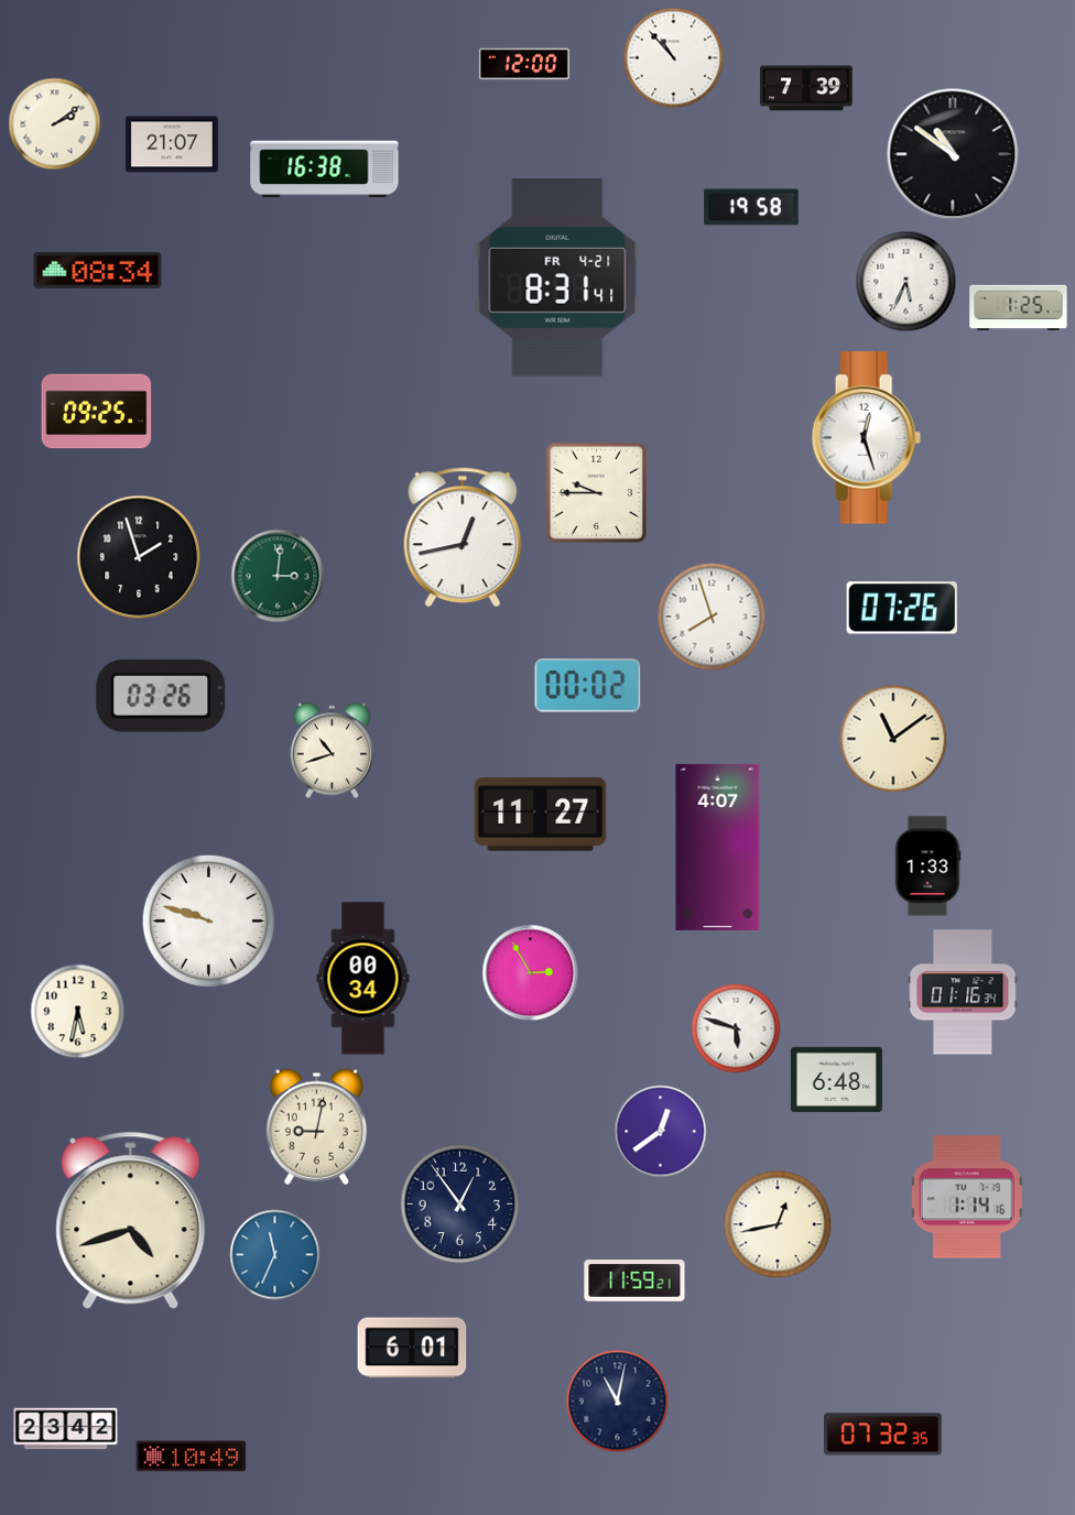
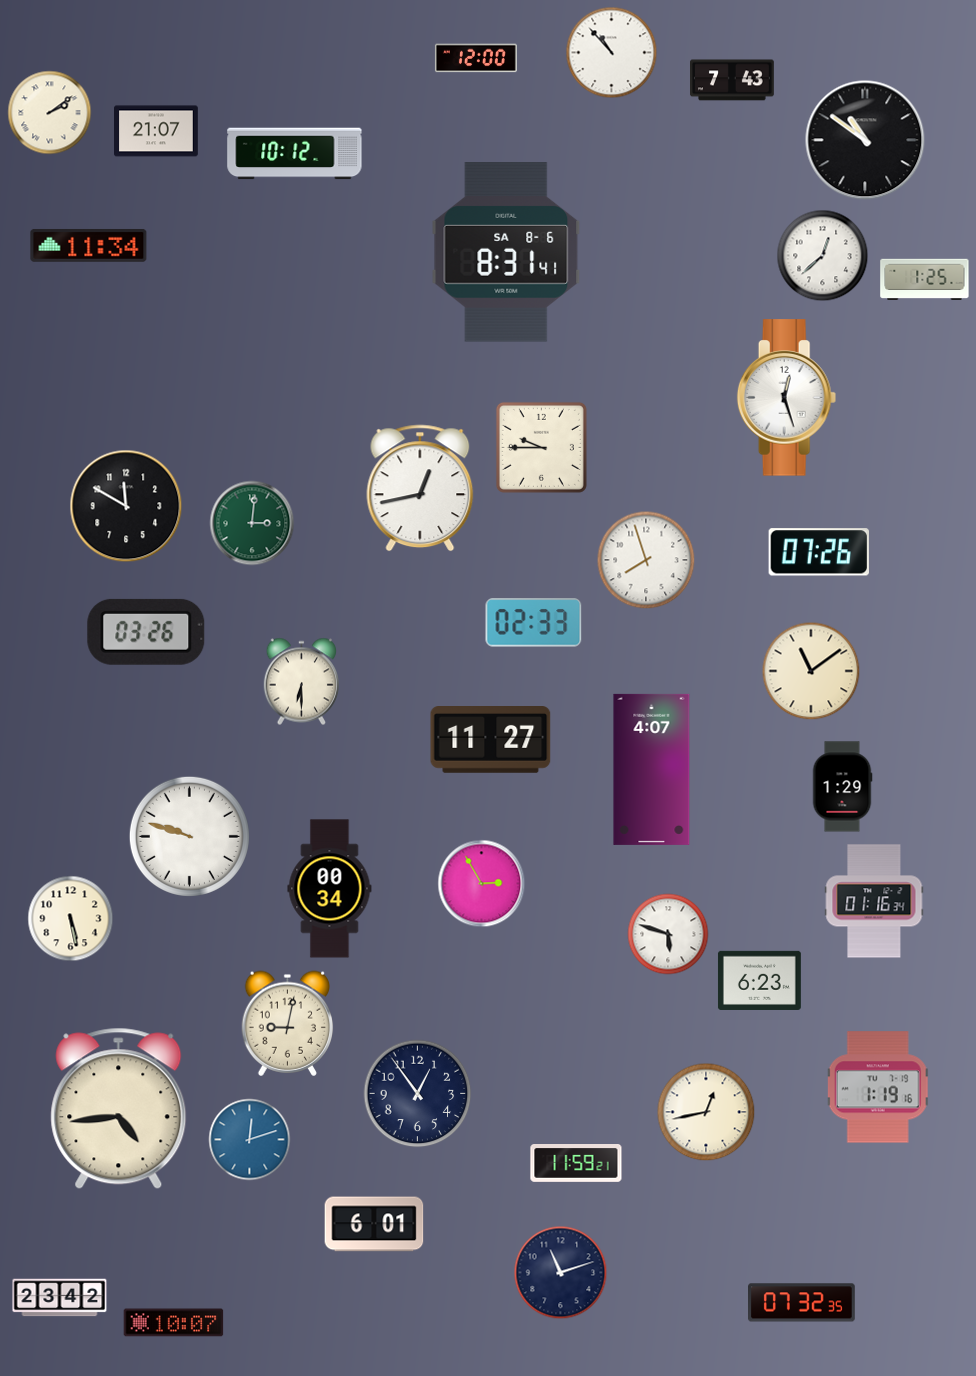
clock at (806, 88): 7:39 -> 7:43
clock at (325, 170): 16:38 -> 10:12
clock at (751, 207): 19:58 -> none
clock at (98, 270): 08:34 -> 11:34
clock at (557, 277) date: FR 4-21 -> SA 8-6
clock at (906, 282): 5:34 -> 12:38
clock at (97, 412): 09:25 -> none
clock at (139, 557): 1:57 -> 11:50
clock at (588, 686): 00:02 -> 02:33
clock at (332, 751): 10:42 -> 6:30
clock at (927, 867): 1:33 -> 1:29
clock at (78, 1012): 5:32 -> 5:28
clock at (836, 1079): 6:48 -> 6:23
clock at (661, 1132): 12:39 -> none
clock at (967, 1197): 1:14 -> 1:19
clock at (131, 1221): 4:42 -> 4:44
clock at (275, 1255): 11:34 -> 12:12
clock at (618, 1402): 11:02 -> 11:12
clock at (192, 1457): 10:49 -> 10:07
